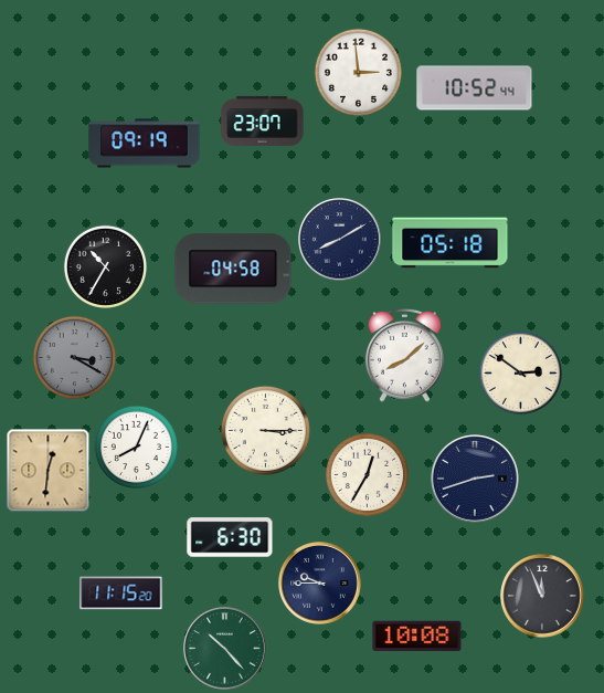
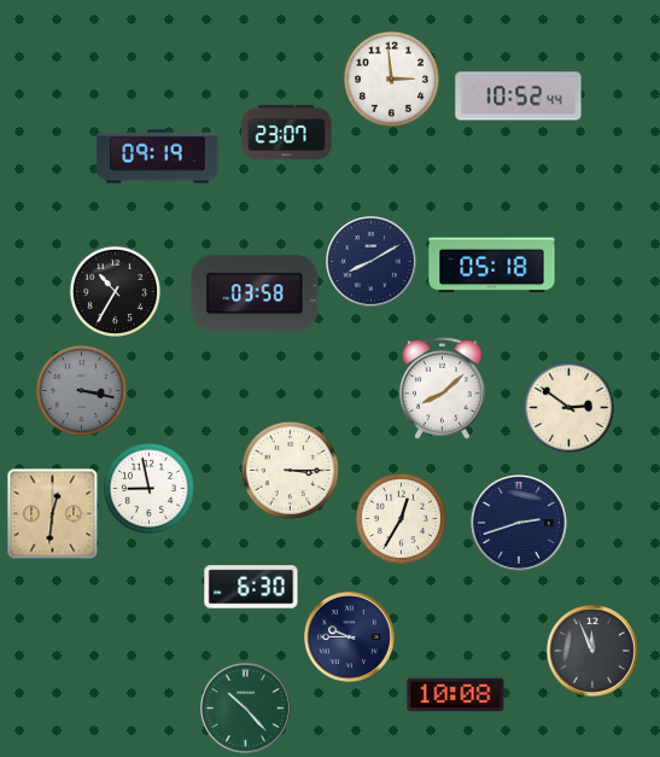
clock at (233, 269): 04:58 -> 03:58
clock at (74, 357): 3:20 -> 3:17
clock at (136, 447): 8:04 -> 8:58
clock at (121, 594): 11:15 -> none
